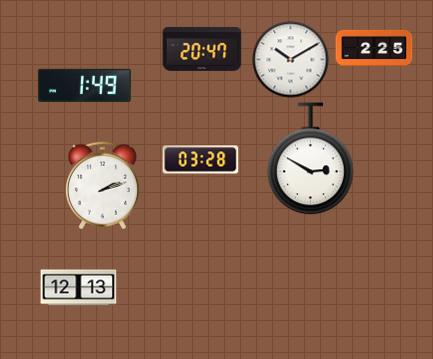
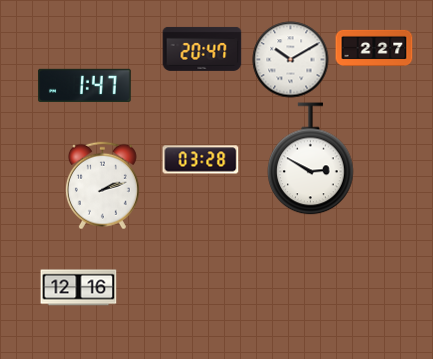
clock at (374, 48): 2:25 -> 2:27
clock at (85, 85): 1:49 -> 1:47
clock at (79, 288): 12:13 -> 12:16
